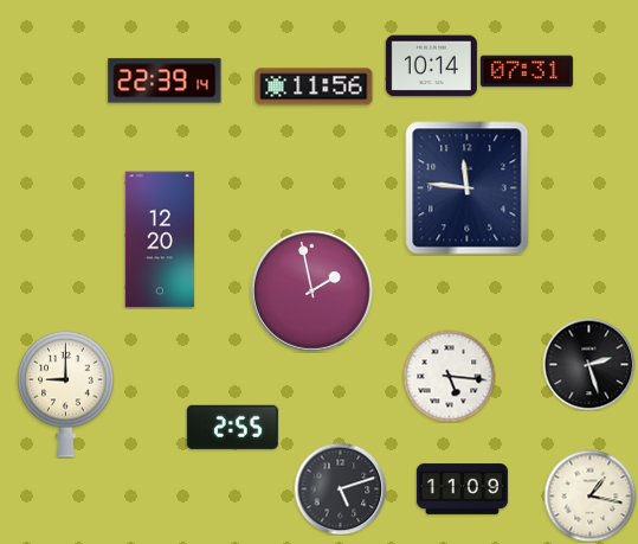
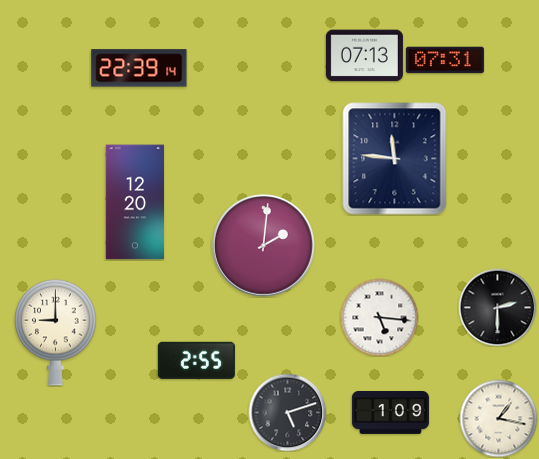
clock at (431, 66): 10:14 -> 07:13
clock at (314, 87): 11:56 -> none
clock at (312, 292): 1:58 -> 2:01
clock at (588, 364): 2:27 -> 2:30
clock at (462, 488): 11:09 -> 1:09
